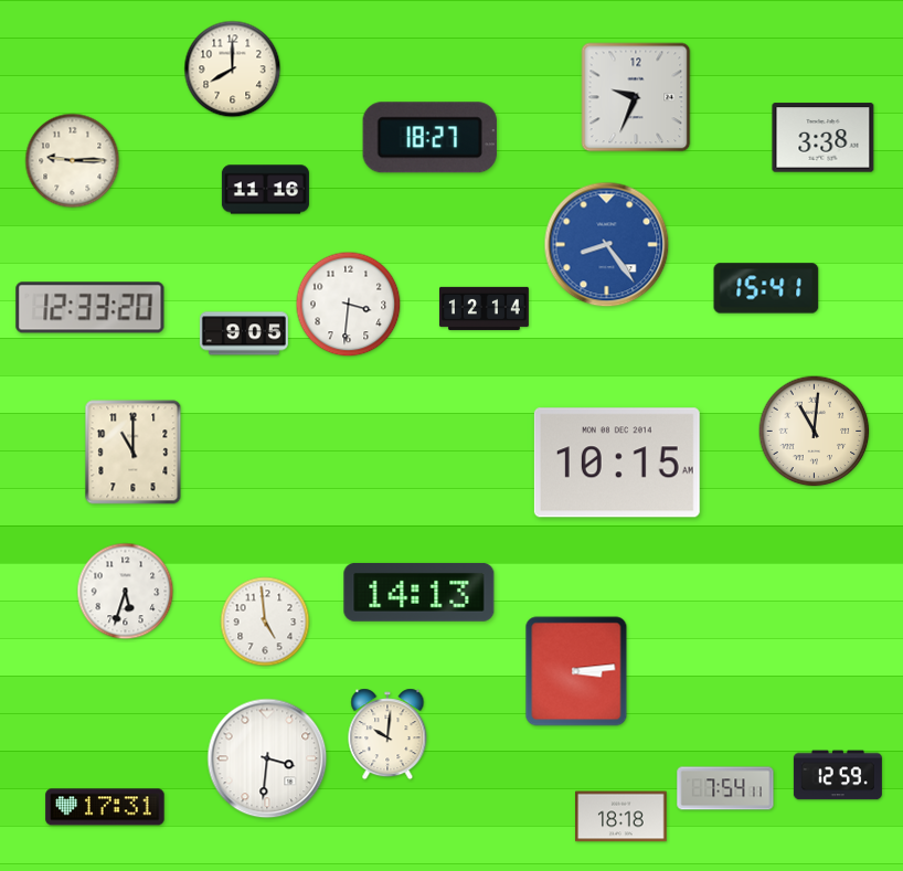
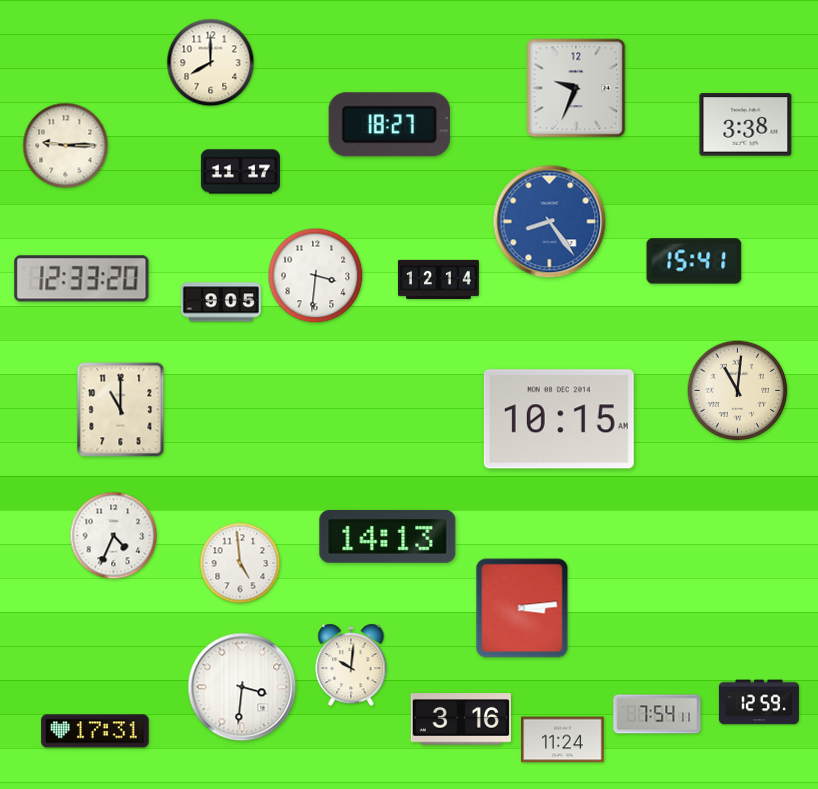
clock at (265, 190): 11:16 -> 11:17
clock at (126, 592): 5:33 -> 4:34
clock at (419, 592) position: (419, 592) -> (388, 536)
clock at (461, 719): none -> 3:16
clock at (622, 817): 18:18 -> 11:24
